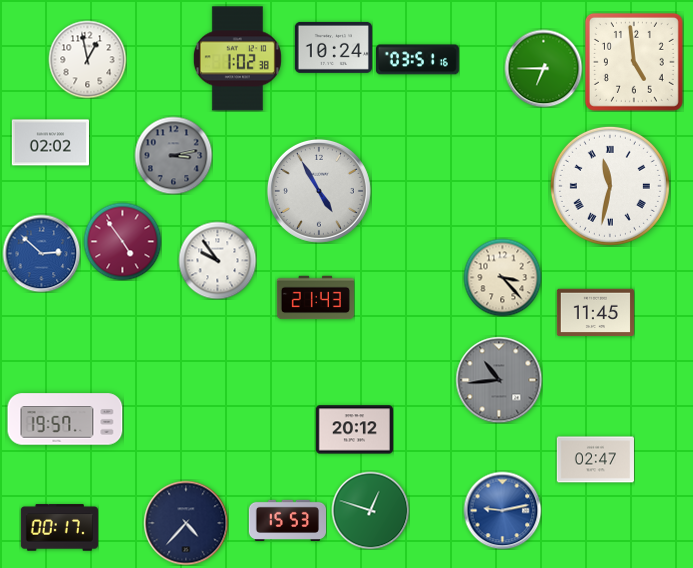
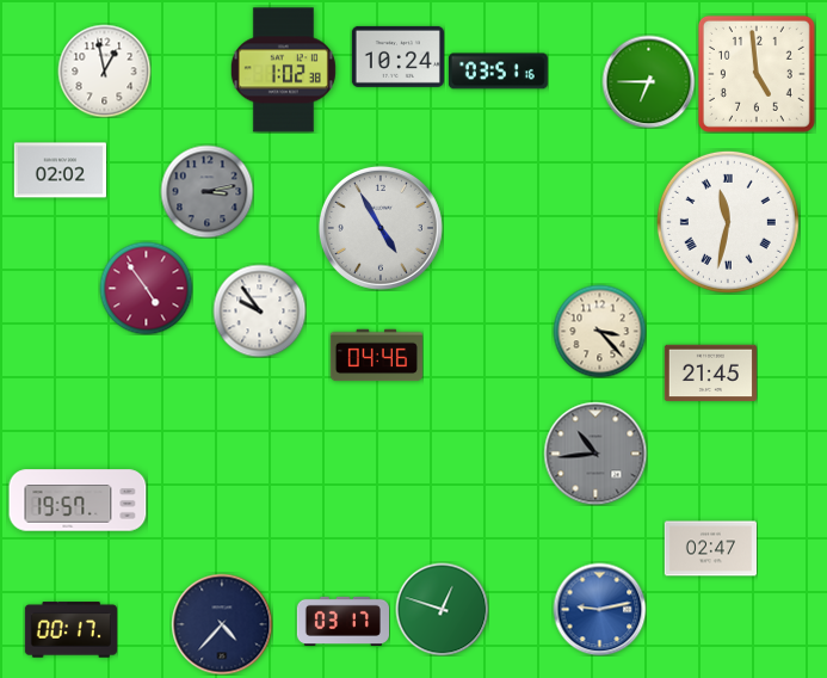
clock at (173, 155) position: (173, 155) -> (206, 191)
clock at (41, 253): 2:52 -> none
clock at (315, 298): 21:43 -> 04:46
clock at (595, 313): 11:45 -> 21:45
clock at (354, 430): 20:12 -> none
clock at (287, 520): 15:53 -> 03:17
